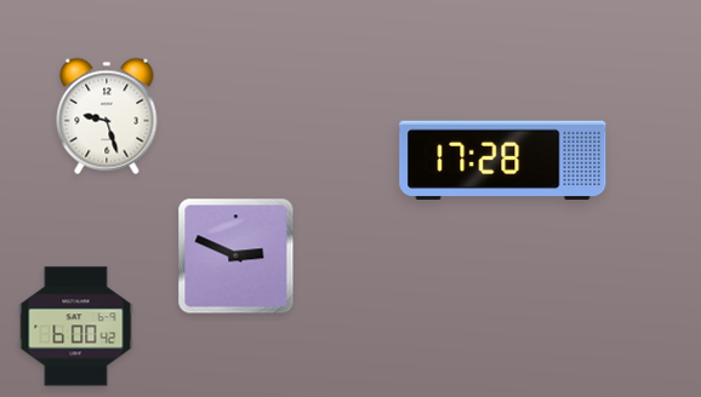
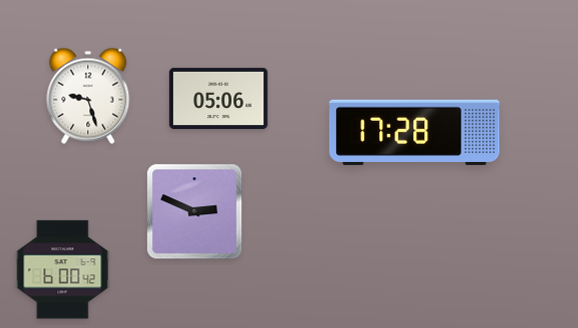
clock at (219, 98): none -> 05:06
